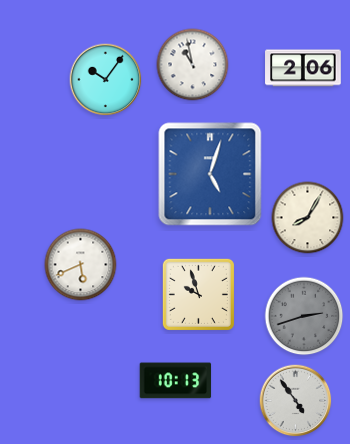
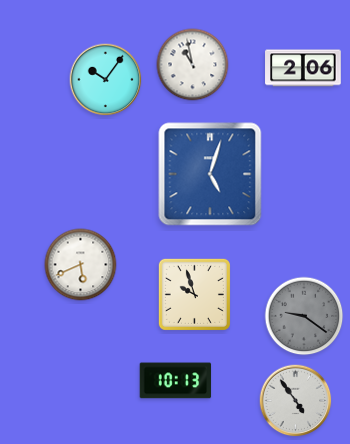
clock at (308, 218): 8:05 -> none
clock at (198, 294) position: (198, 294) -> (194, 294)
clock at (304, 316): 2:42 -> 9:21
